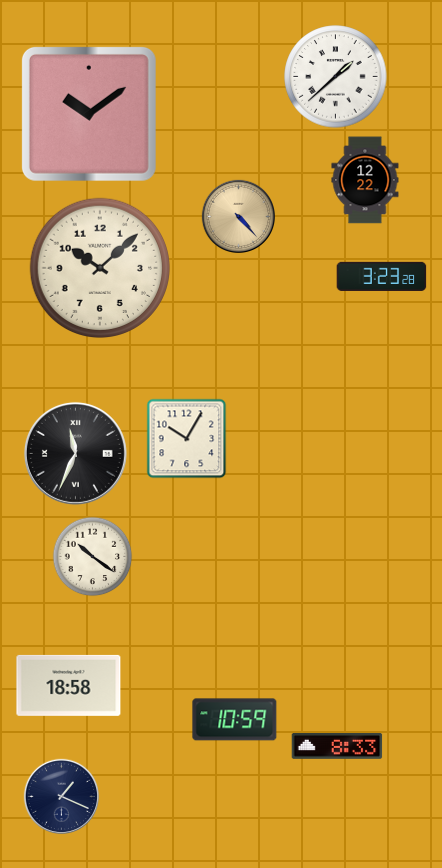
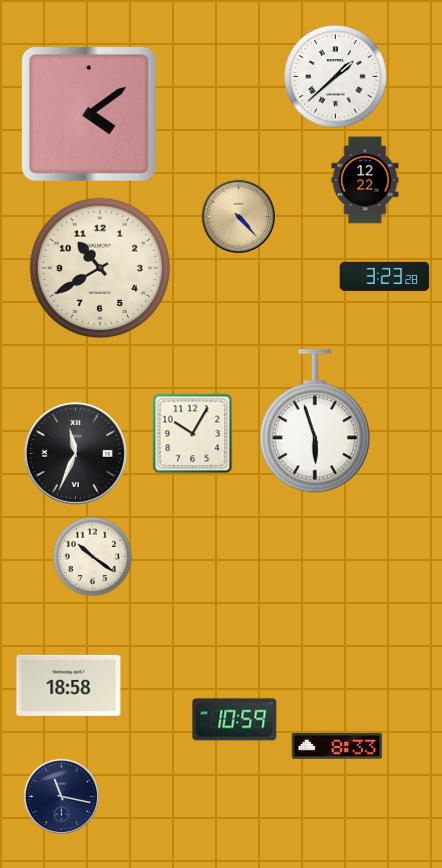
clock at (89, 114): 10:09 -> 4:09
clock at (99, 267): 10:08 -> 10:40
clock at (382, 276) position: (382, 276) -> (385, 276)
clock at (315, 422): none -> 5:57
clock at (187, 439) position: (187, 439) -> (193, 434)
clock at (61, 796): 1:19 -> 11:17
